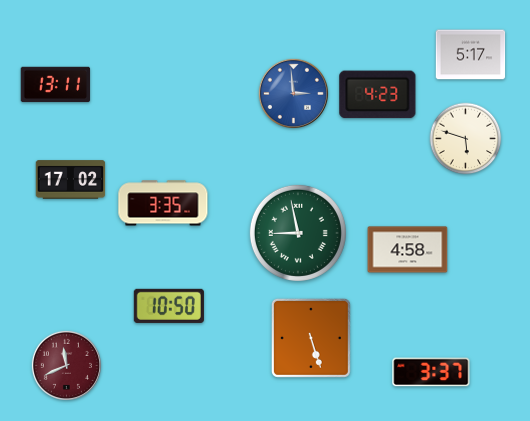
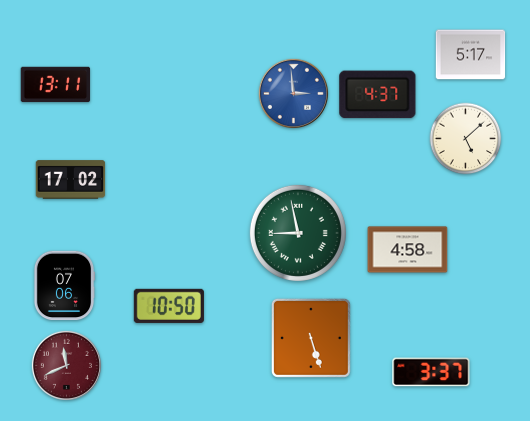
clock at (378, 95): 4:23 -> 4:37
clock at (466, 139): 5:48 -> 5:08
clock at (163, 203): 3:35 -> none
clock at (64, 286): none -> 07:06
